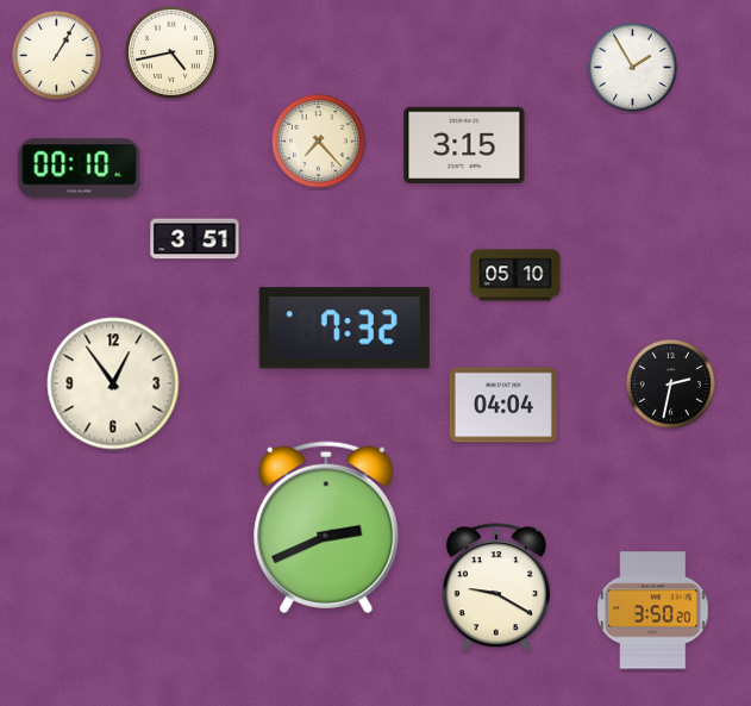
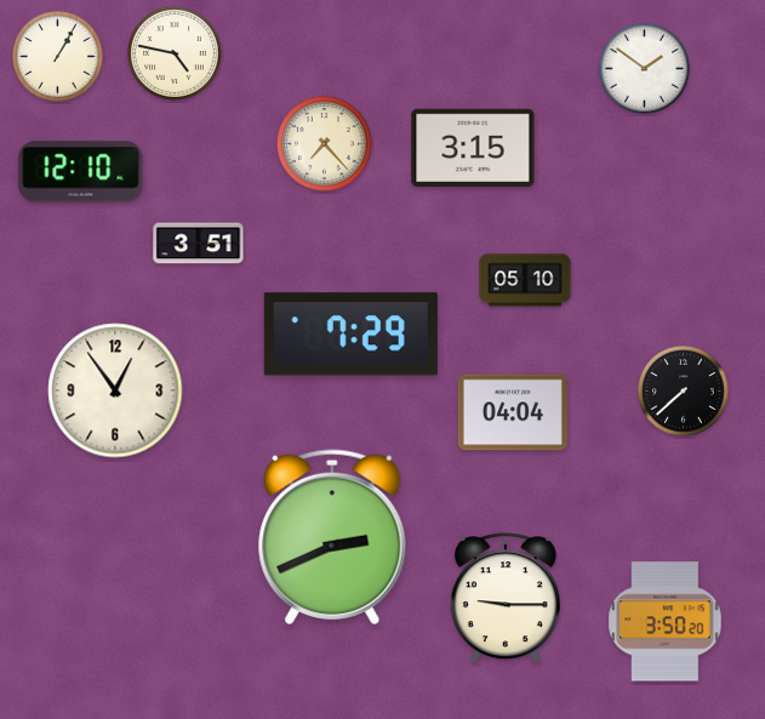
clock at (171, 52): 4:43 -> 4:47
clock at (632, 67): 1:55 -> 1:51
clock at (80, 169): 00:10 -> 12:10
clock at (344, 329): 7:32 -> 7:29
clock at (670, 383): 2:32 -> 7:38
clock at (496, 588): 9:20 -> 9:15
